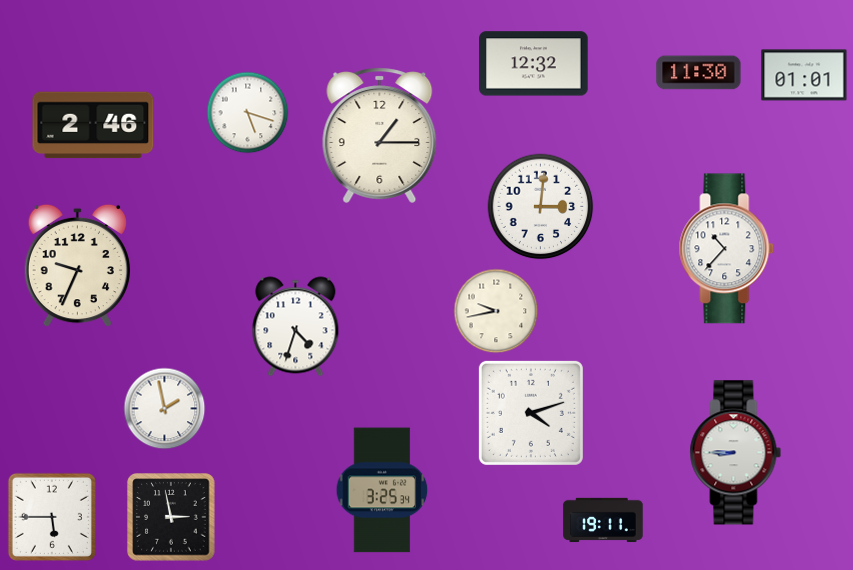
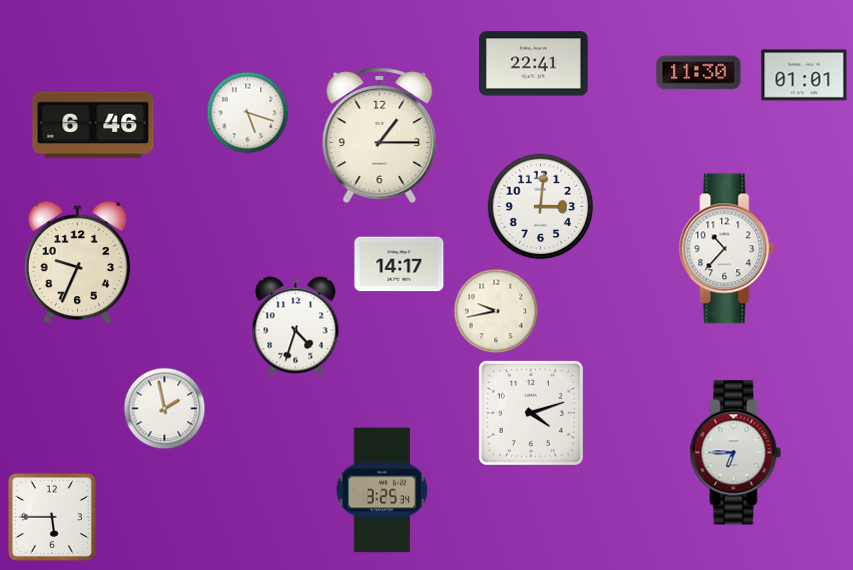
clock at (534, 64): 12:32 -> 22:41
clock at (93, 125): 2:46 -> 6:46
clock at (399, 264): none -> 14:17
clock at (77, 266) position: (77, 266) -> (77, 263)
clock at (736, 453): 8:45 -> 6:45
clock at (171, 517): 2:58 -> none
clock at (603, 520): 19:11 -> none
